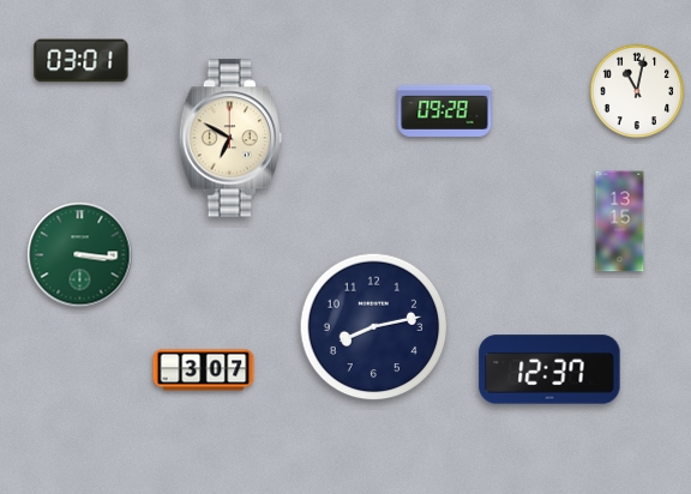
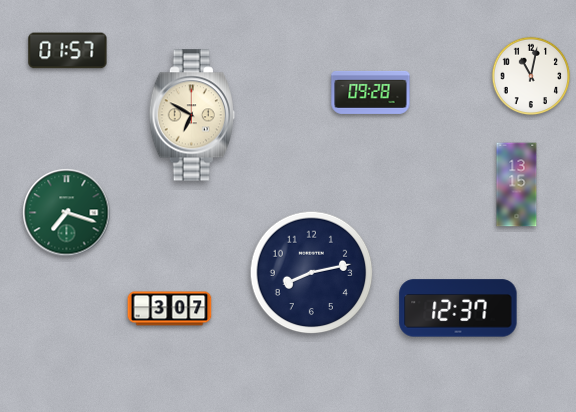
clock at (82, 61): 03:01 -> 01:57
clock at (80, 255): 3:16 -> 7:18
